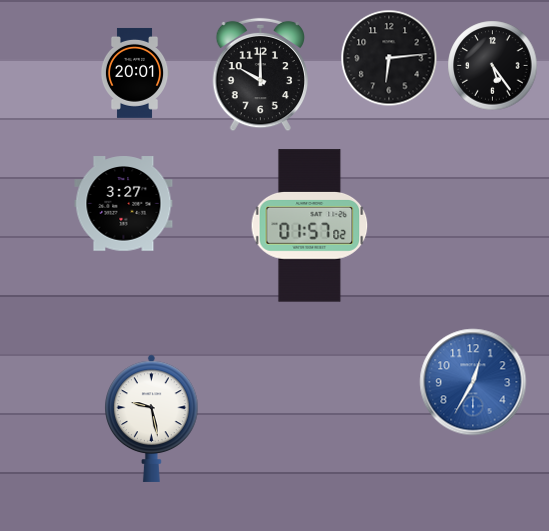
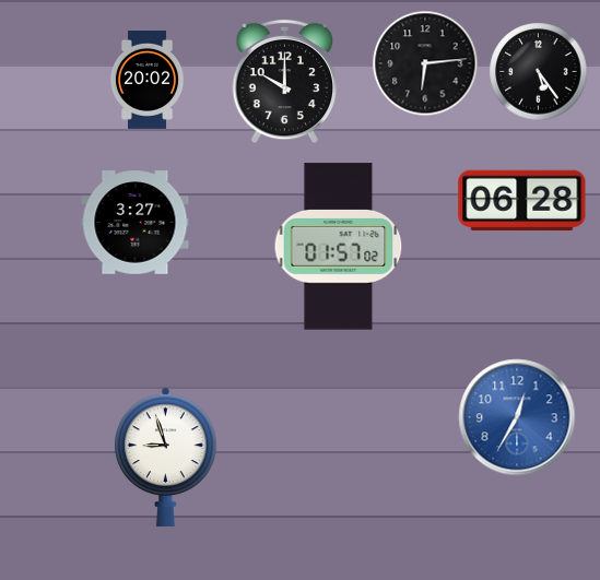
clock at (135, 73): 20:01 -> 20:02
clock at (522, 200): none -> 06:28
clock at (152, 418): 9:28 -> 8:57
